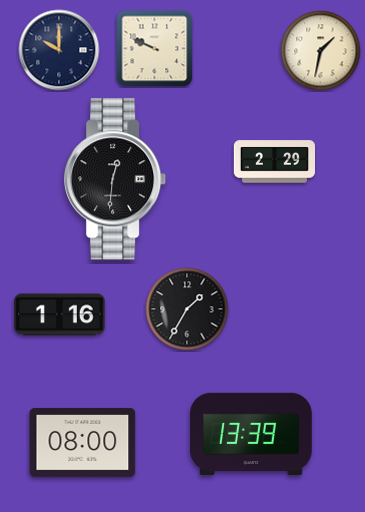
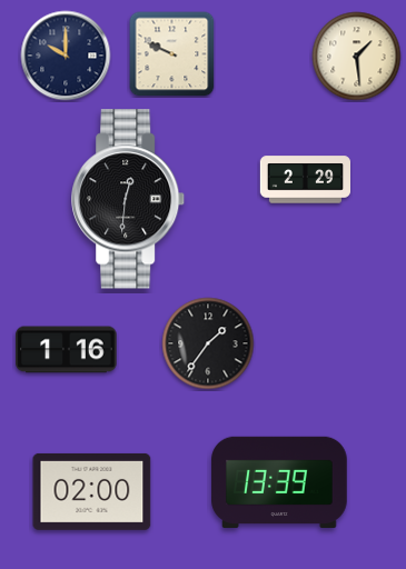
clock at (321, 51): 1:32 -> 1:29
clock at (187, 309): 1:35 -> 1:36
clock at (83, 442): 08:00 -> 02:00
